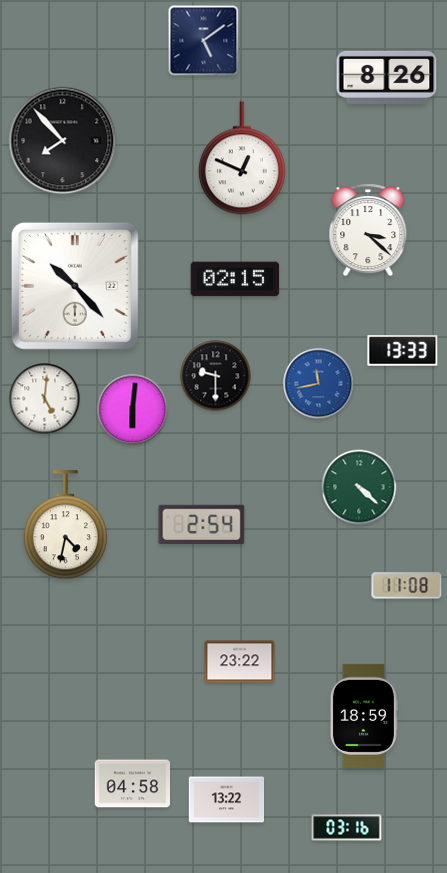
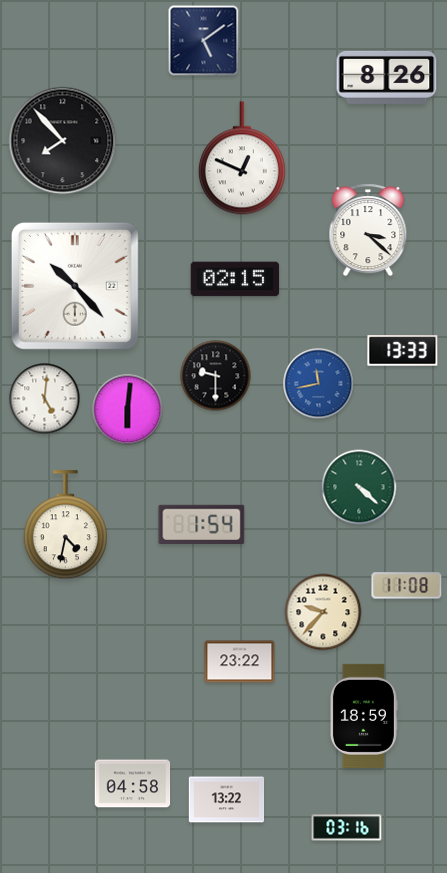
clock at (133, 410) position: (133, 410) -> (128, 410)
clock at (202, 524): 2:54 -> 1:54
clock at (323, 612): none -> 9:37
